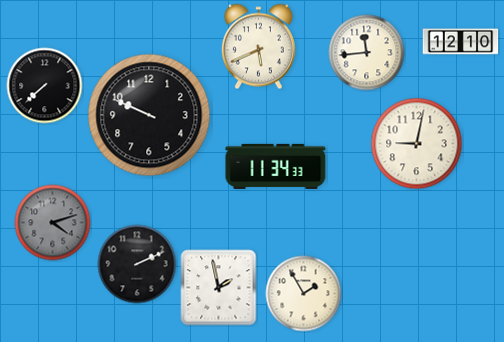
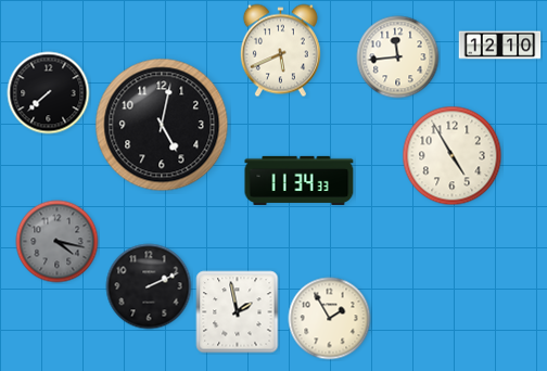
clock at (149, 115): 9:49 -> 5:02
clock at (417, 144): 9:02 -> 4:55
clock at (53, 223): 4:12 -> 4:17
